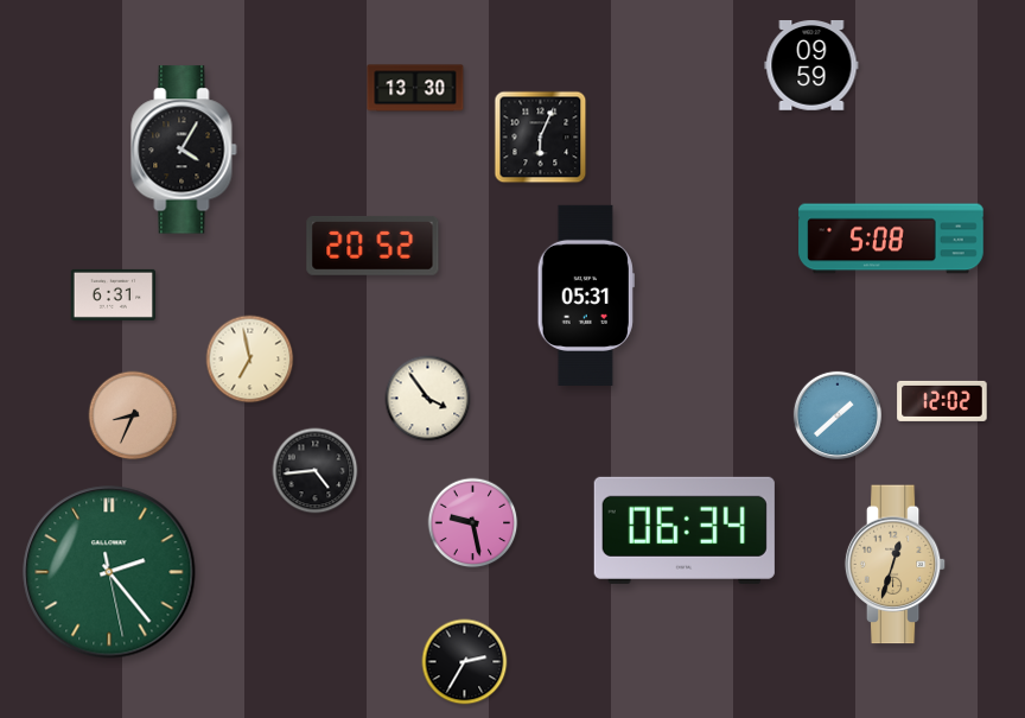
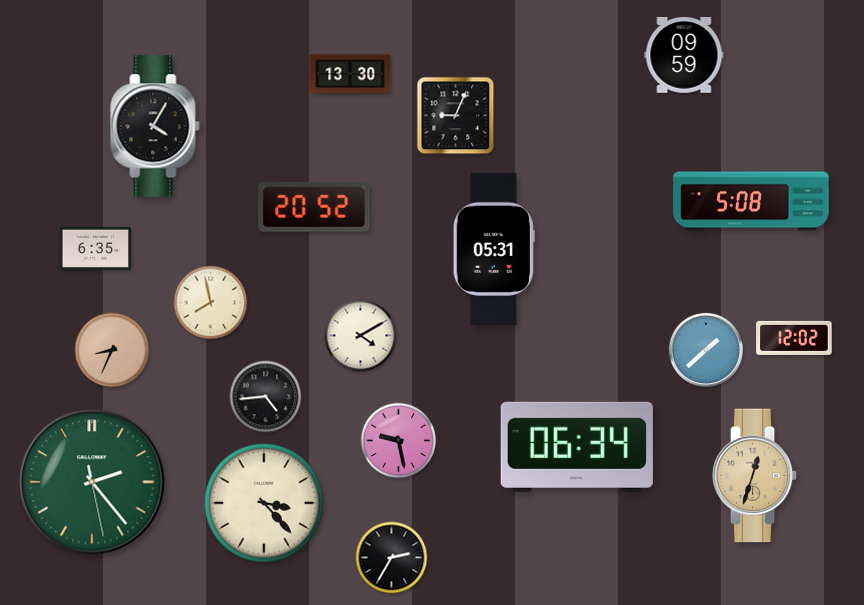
clock at (541, 138): 6:04 -> 9:04
clock at (113, 294): 6:31 -> 6:35
clock at (250, 360): 6:58 -> 7:58
clock at (428, 399): 3:54 -> 4:10
clock at (265, 504): none -> 3:23
